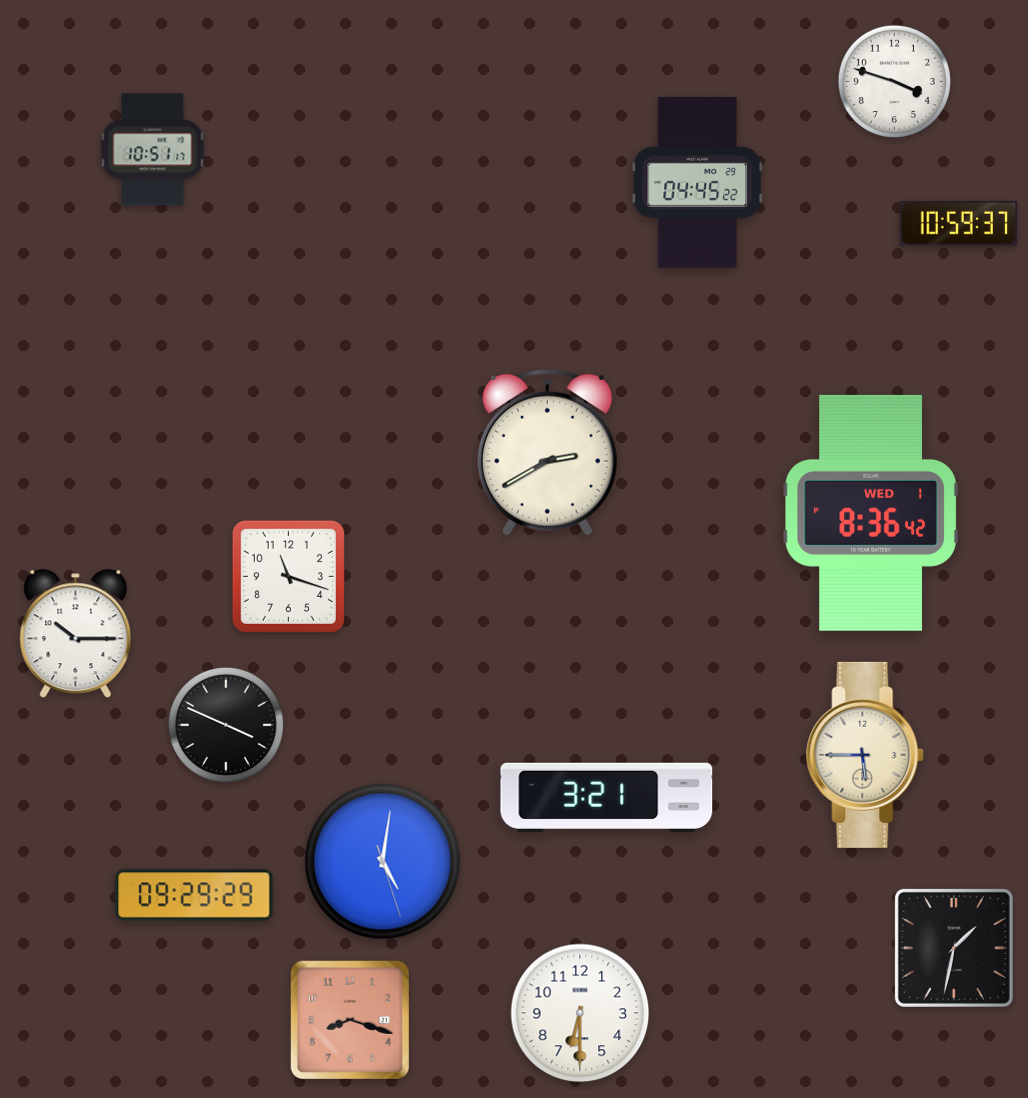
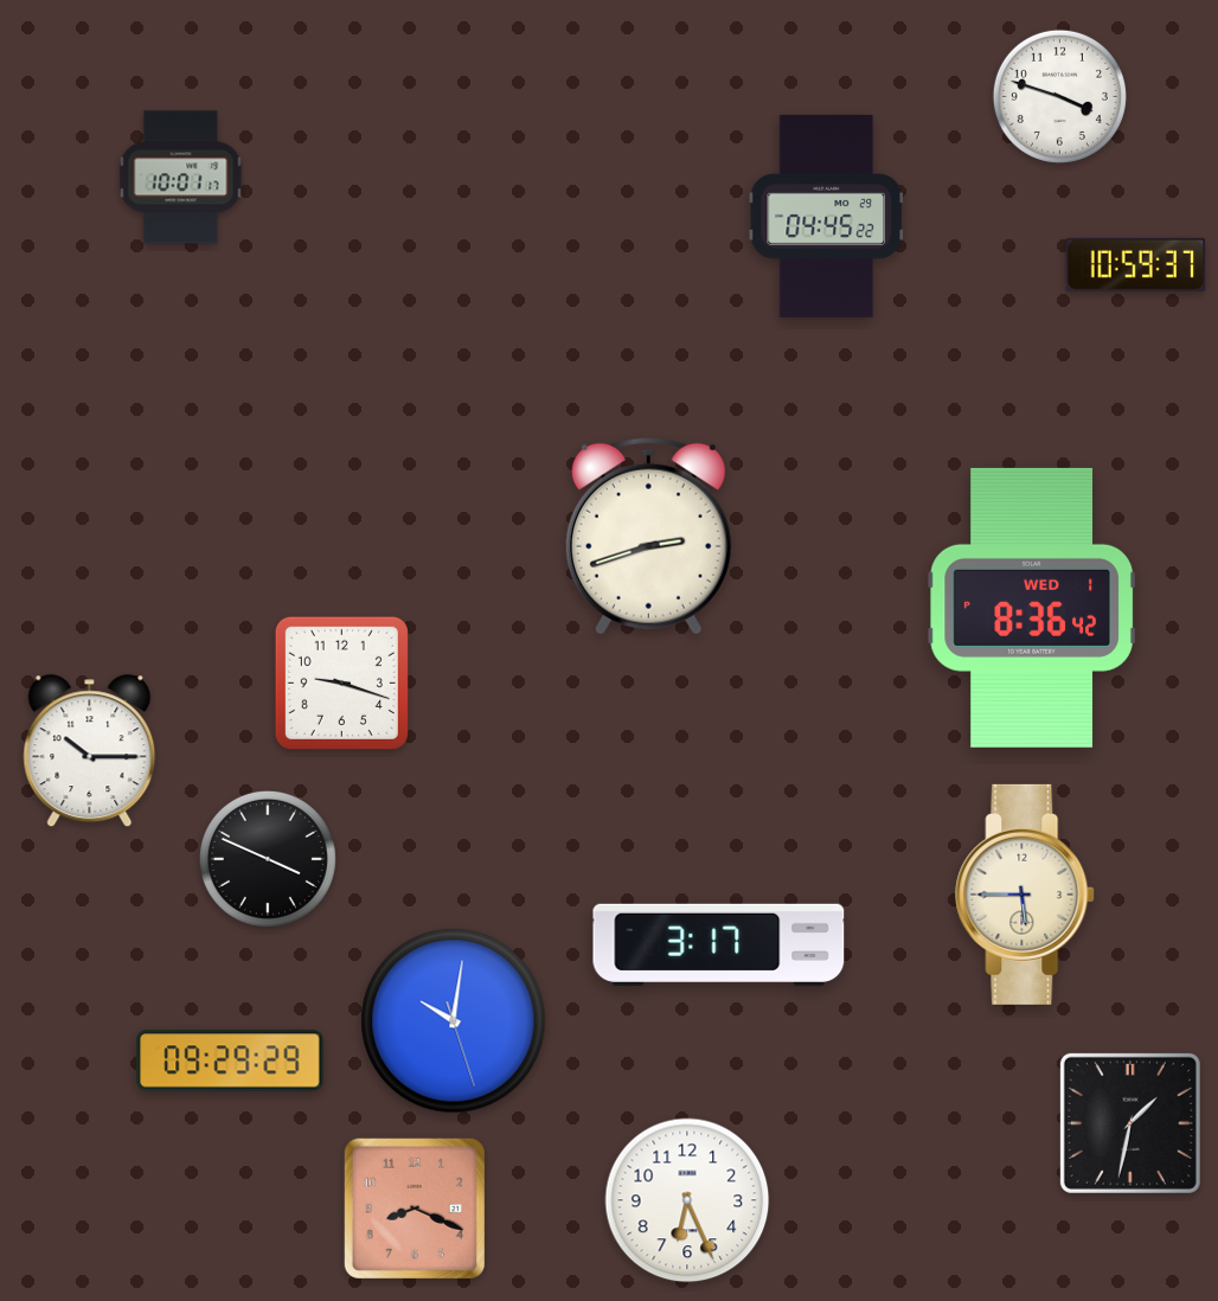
clock at (153, 150): 10:51 -> 10:01
clock at (547, 452): 2:40 -> 2:42
clock at (288, 576): 11:18 -> 9:18
clock at (607, 797): 3:21 -> 3:17
clock at (383, 862): 5:01 -> 10:01
clock at (580, 1013): 6:30 -> 6:26
clock at (350, 1020): 8:18 -> 8:19
